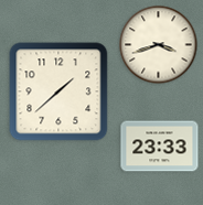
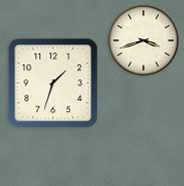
clock at (58, 91): 1:38 -> 1:33
clock at (160, 147): 23:33 -> none
